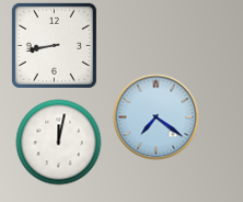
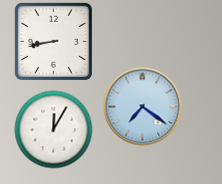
clock at (54, 45) position: (54, 45) -> (53, 41)
clock at (58, 142): 12:02 -> 12:05
